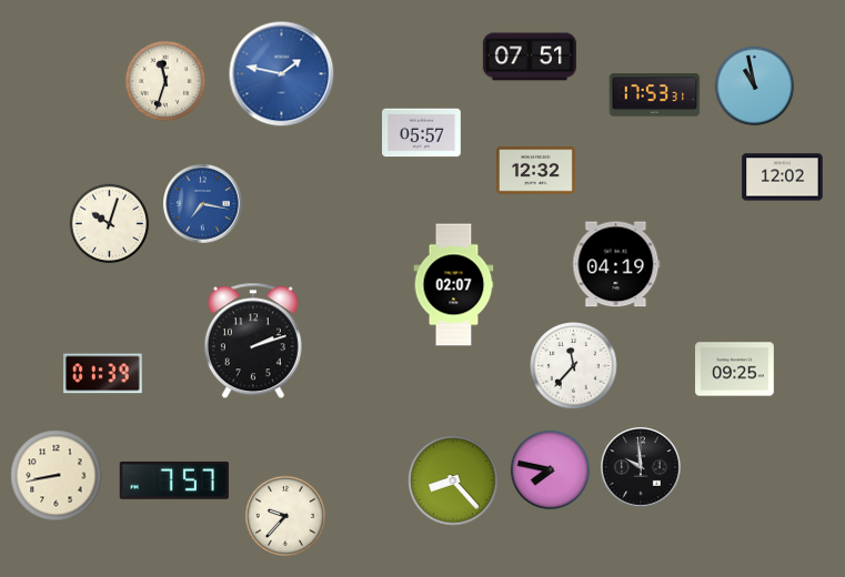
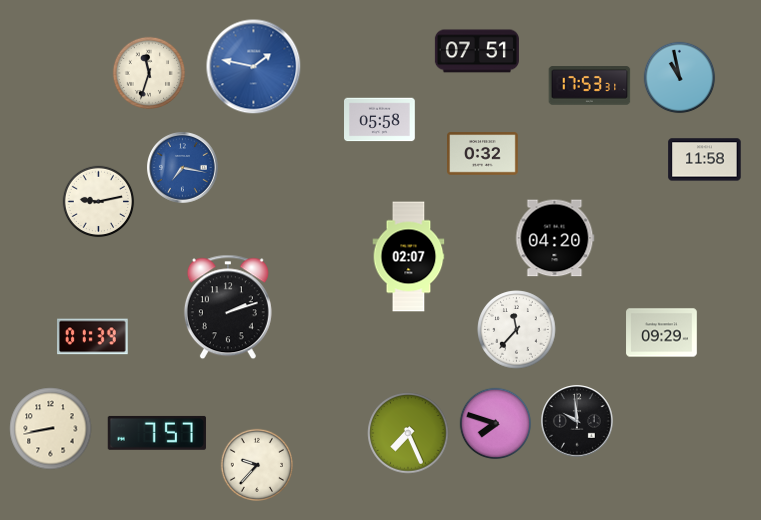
clock at (422, 133): 05:57 -> 05:58
clock at (536, 171): 12:32 -> 0:32
clock at (783, 178): 12:02 -> 11:58
clock at (203, 204) position: (203, 204) -> (183, 168)
clock at (110, 224): 10:03 -> 9:13
clock at (616, 264): 04:19 -> 04:20
clock at (735, 370): 09:25 -> 09:29
clock at (551, 470): 7:47 -> 7:48
clock at (453, 480): 8:23 -> 7:26
